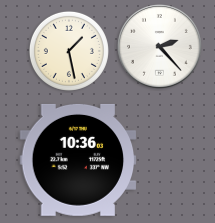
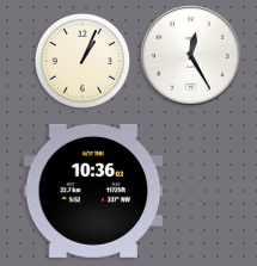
clock at (159, 46): 2:23 -> 12:25
clock at (69, 51): 1:28 -> 1:04
